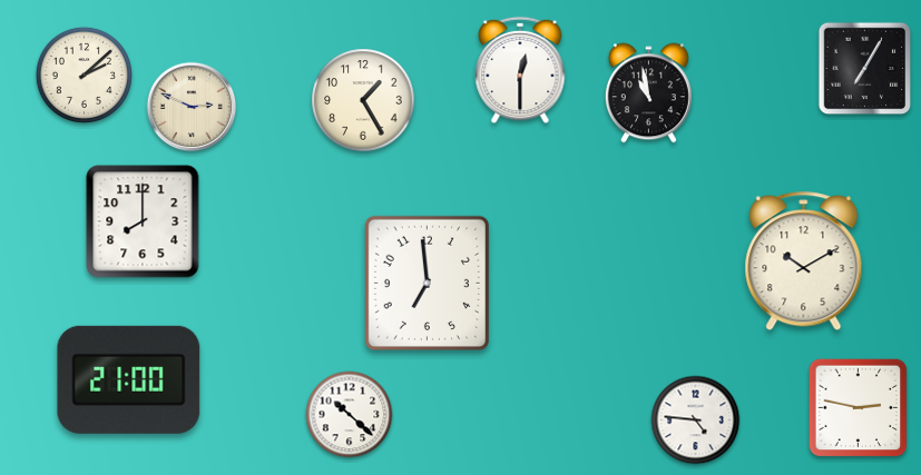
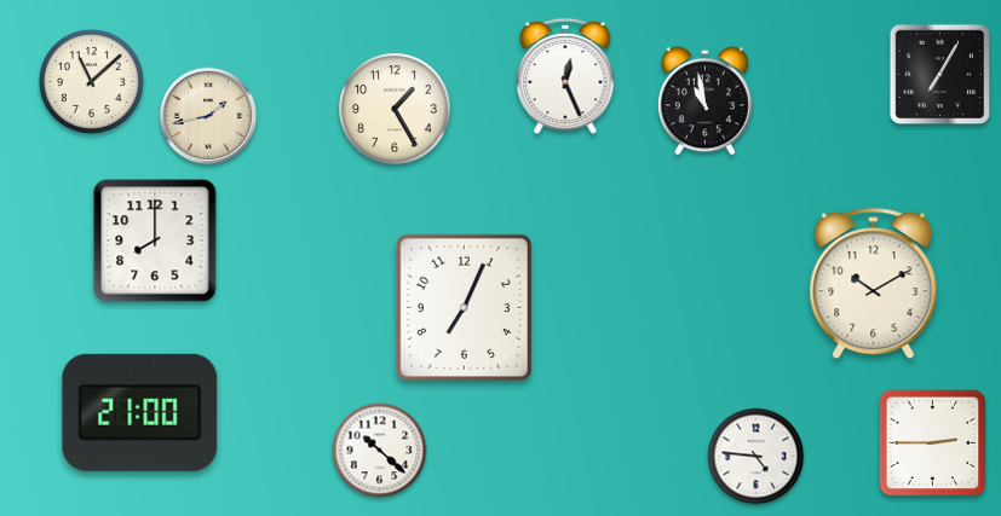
clock at (520, 70): 12:30 -> 12:26
clock at (84, 75): 2:08 -> 11:08
clock at (192, 107): 2:49 -> 1:43
clock at (427, 283): 6:59 -> 7:04
clock at (859, 408): 2:47 -> 2:45
